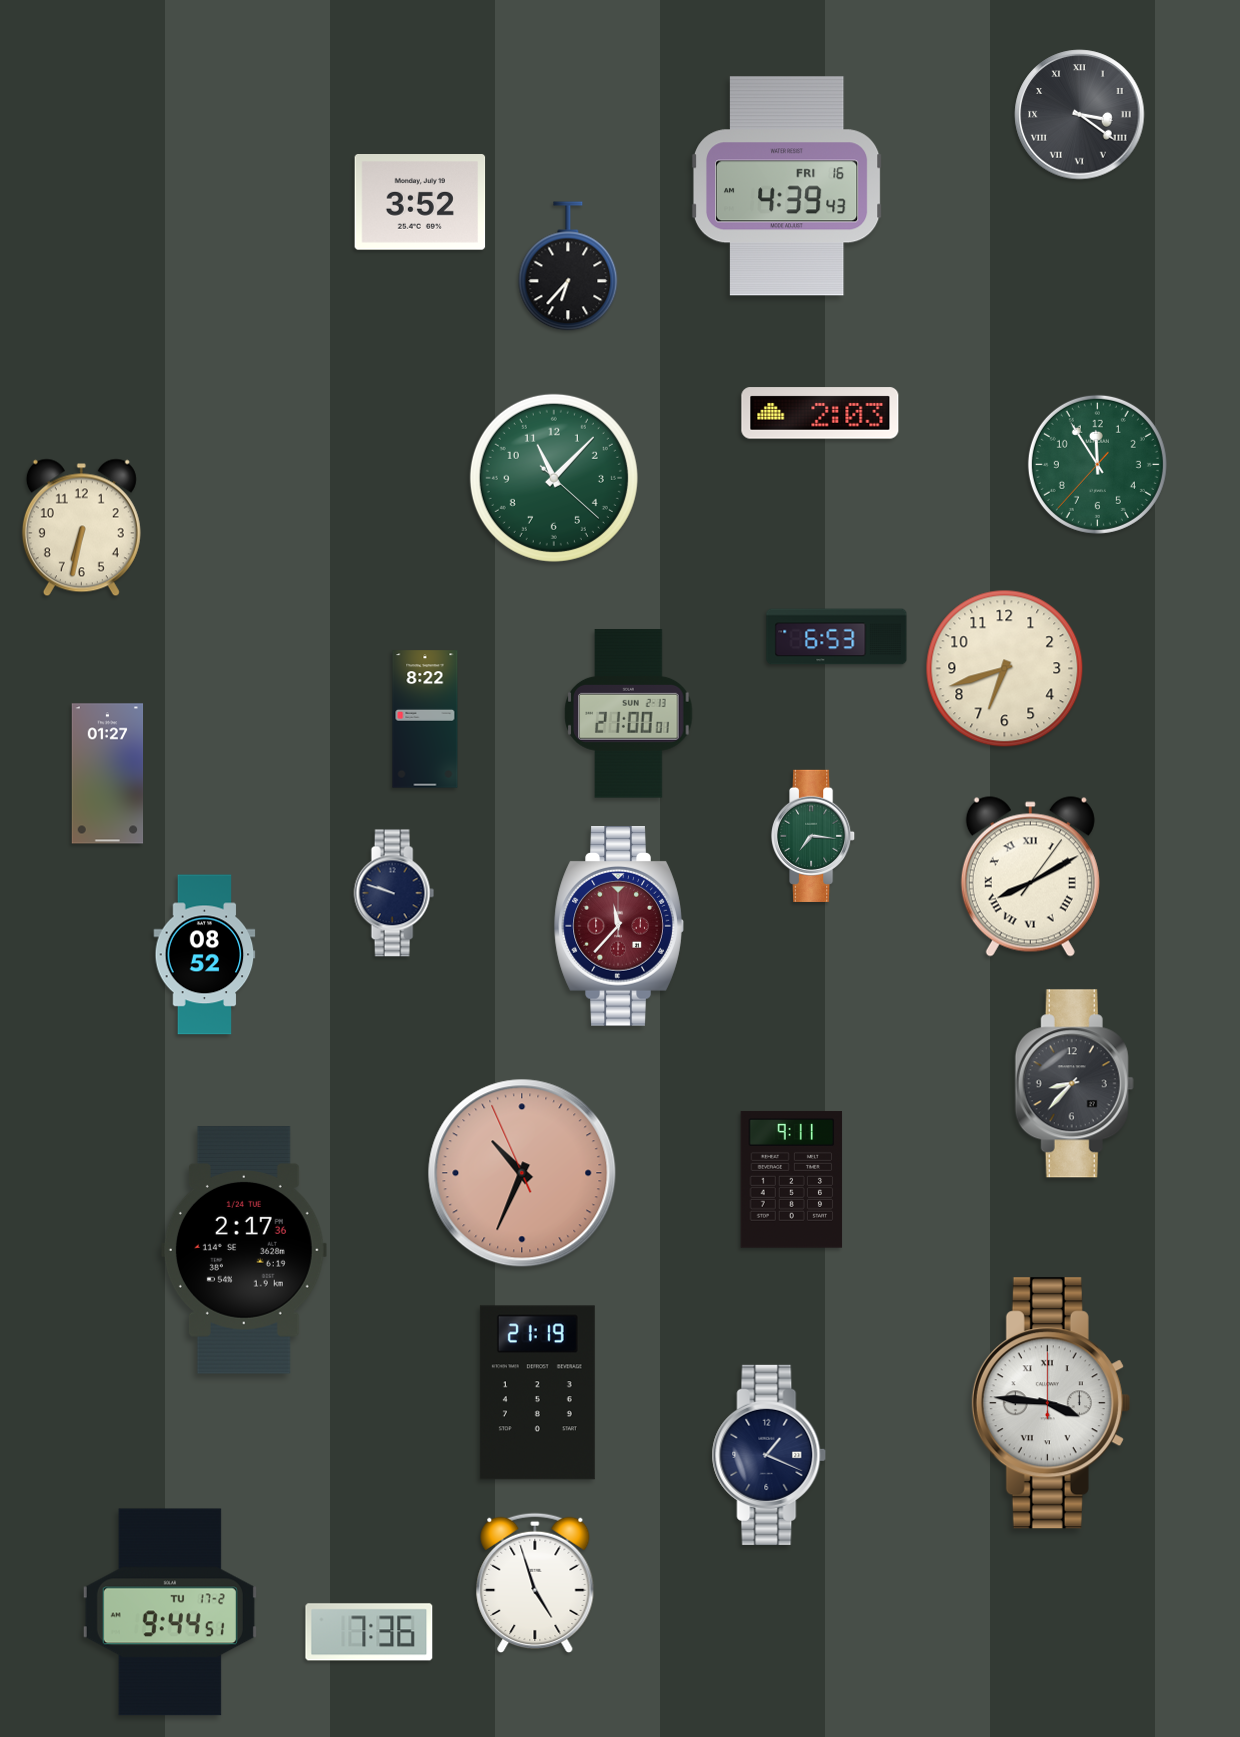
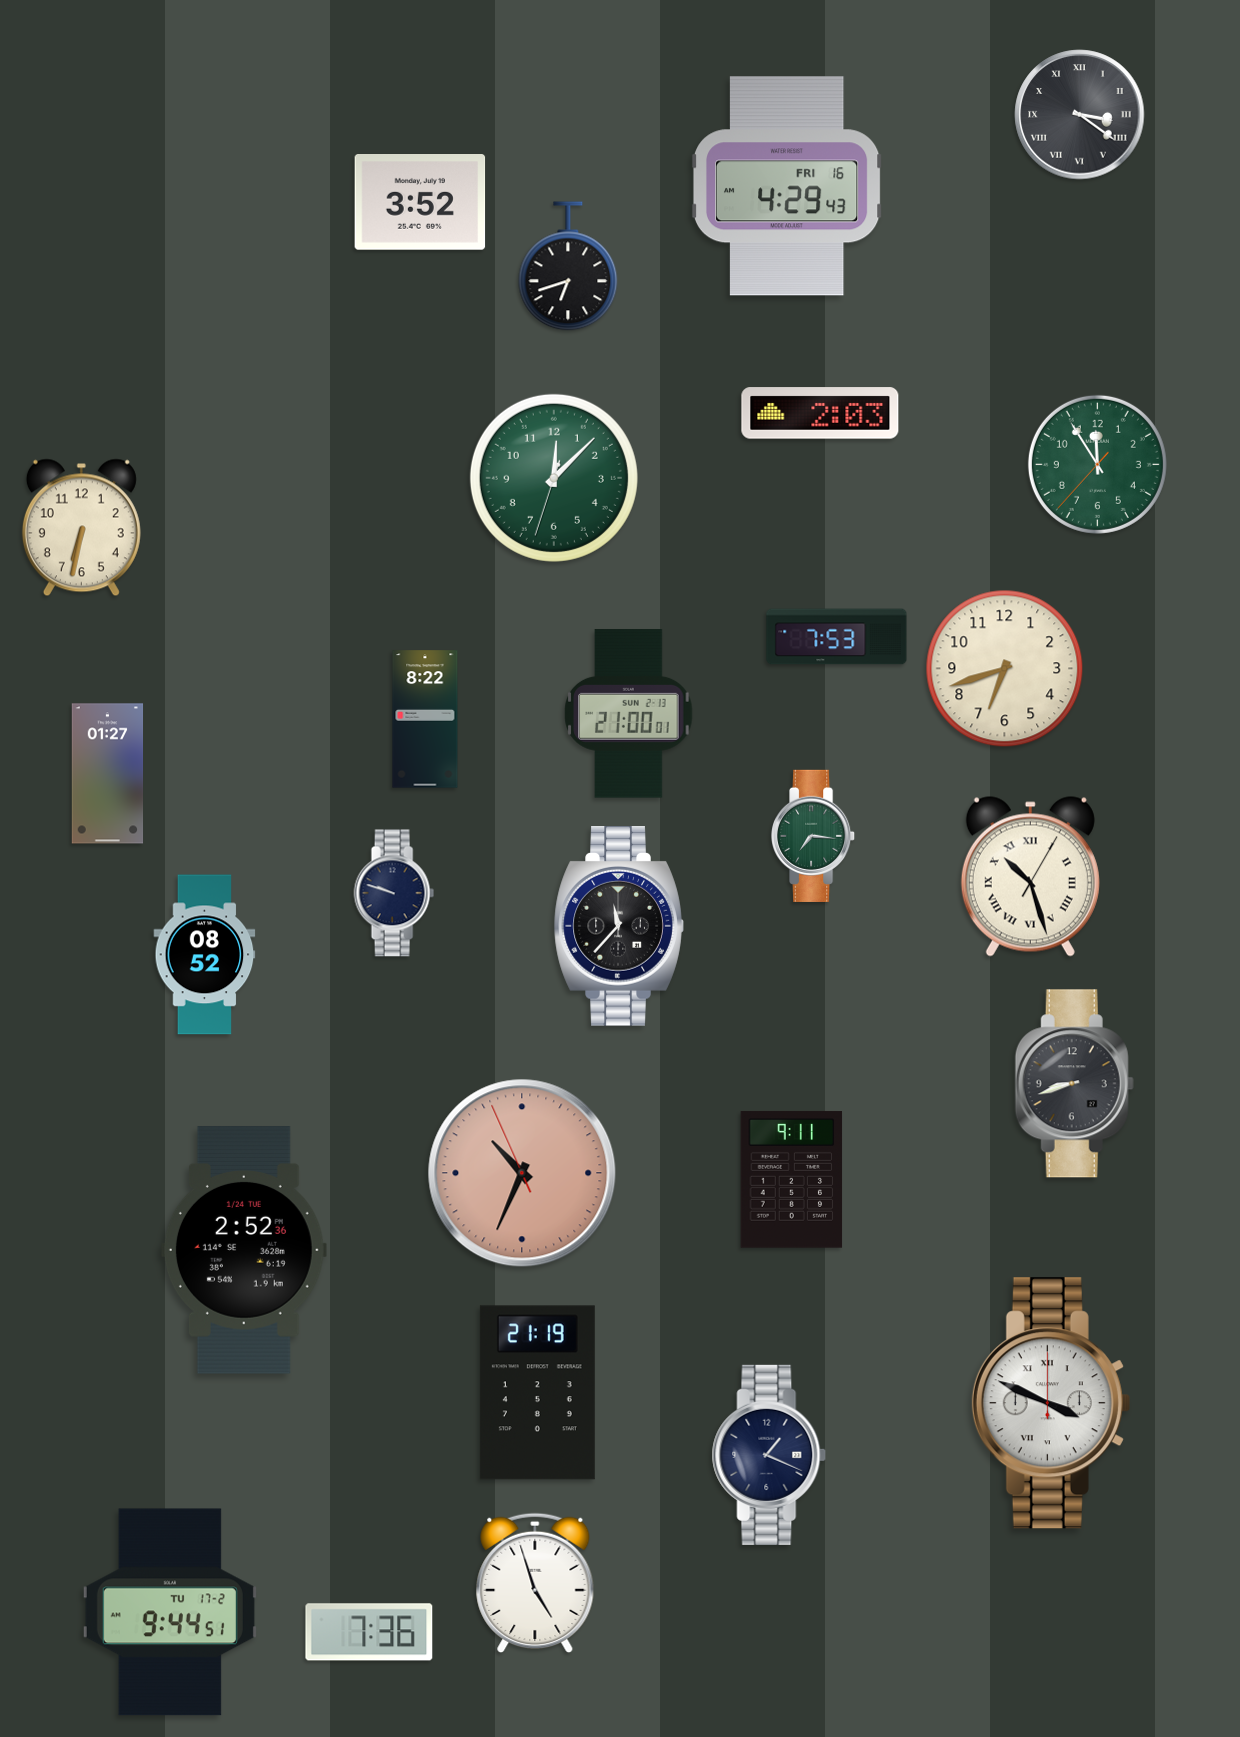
clock at (787, 186): 4:39 -> 4:29
clock at (568, 266): 6:37 -> 6:42
clock at (554, 478): 11:07 -> 12:07
clock at (837, 637): 6:53 -> 7:53
clock at (1030, 877): 8:10 -> 10:27
clock at (619, 927) dial: burgundy -> black
clock at (1074, 1084): 8:37 -> 8:42
clock at (244, 1250): 2:17 -> 2:52
clock at (1051, 1403): 3:46 -> 3:49
